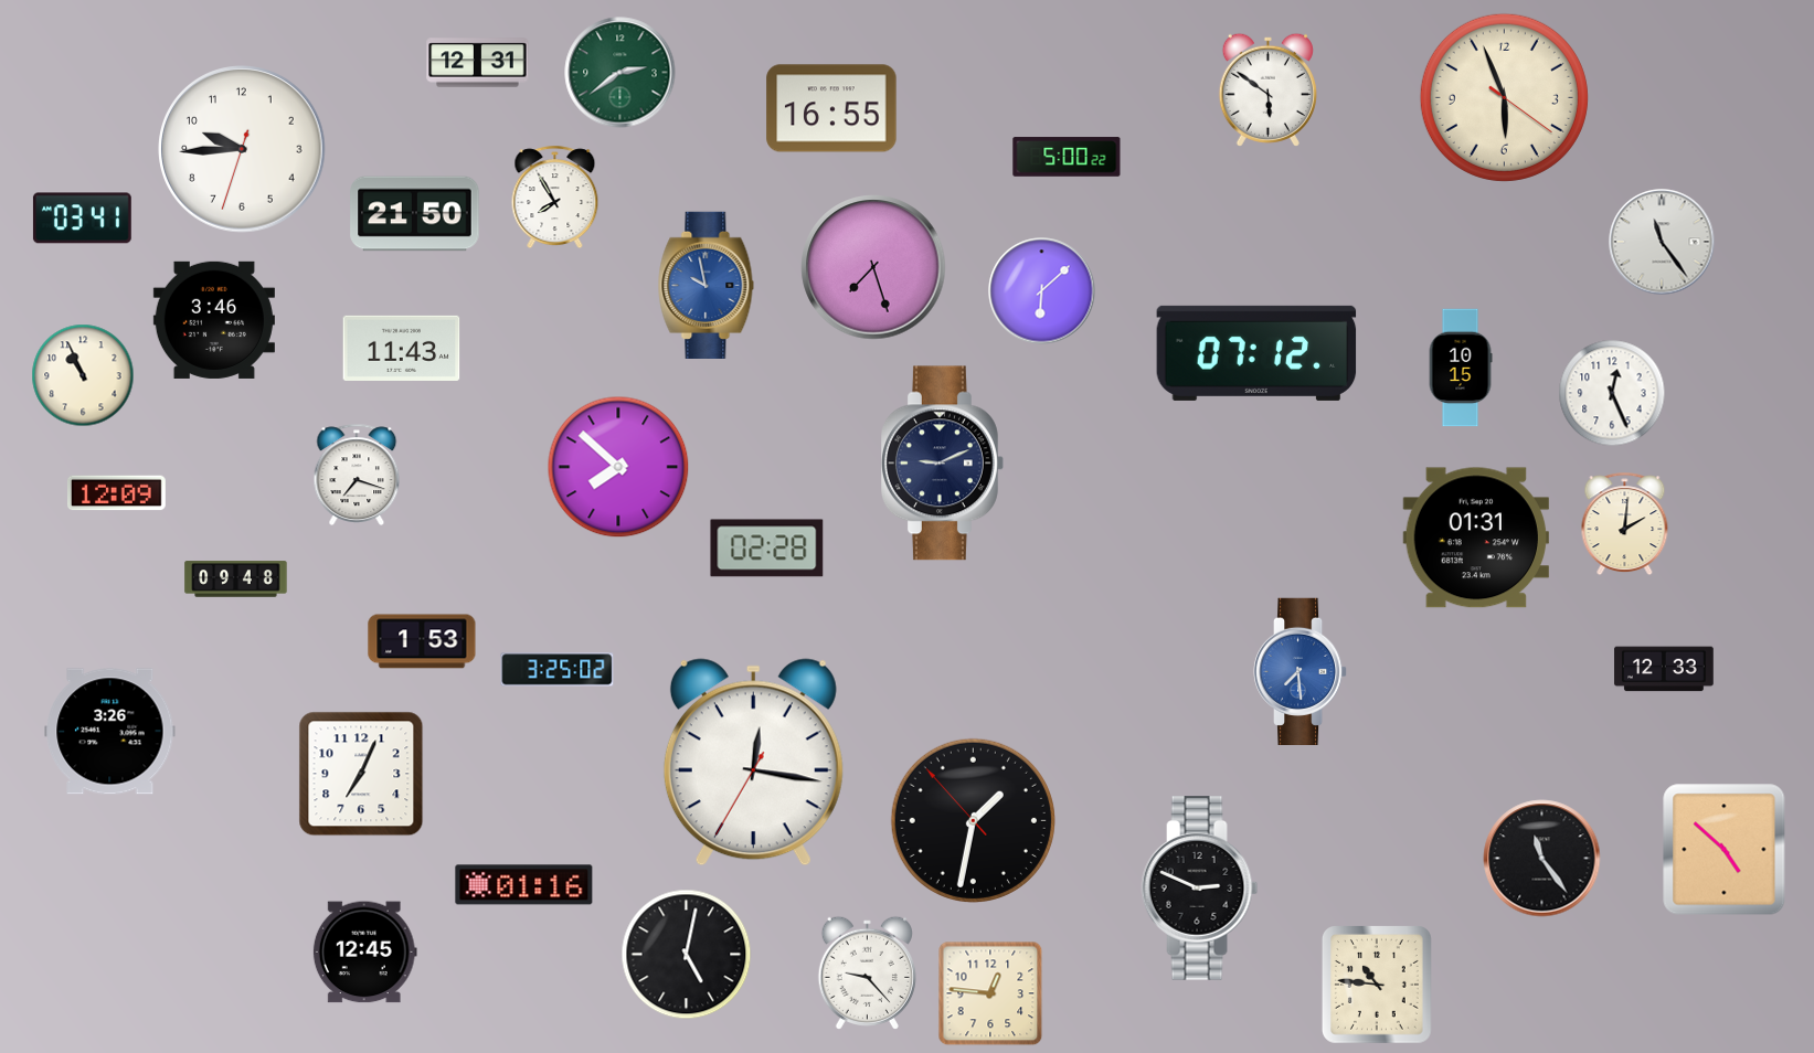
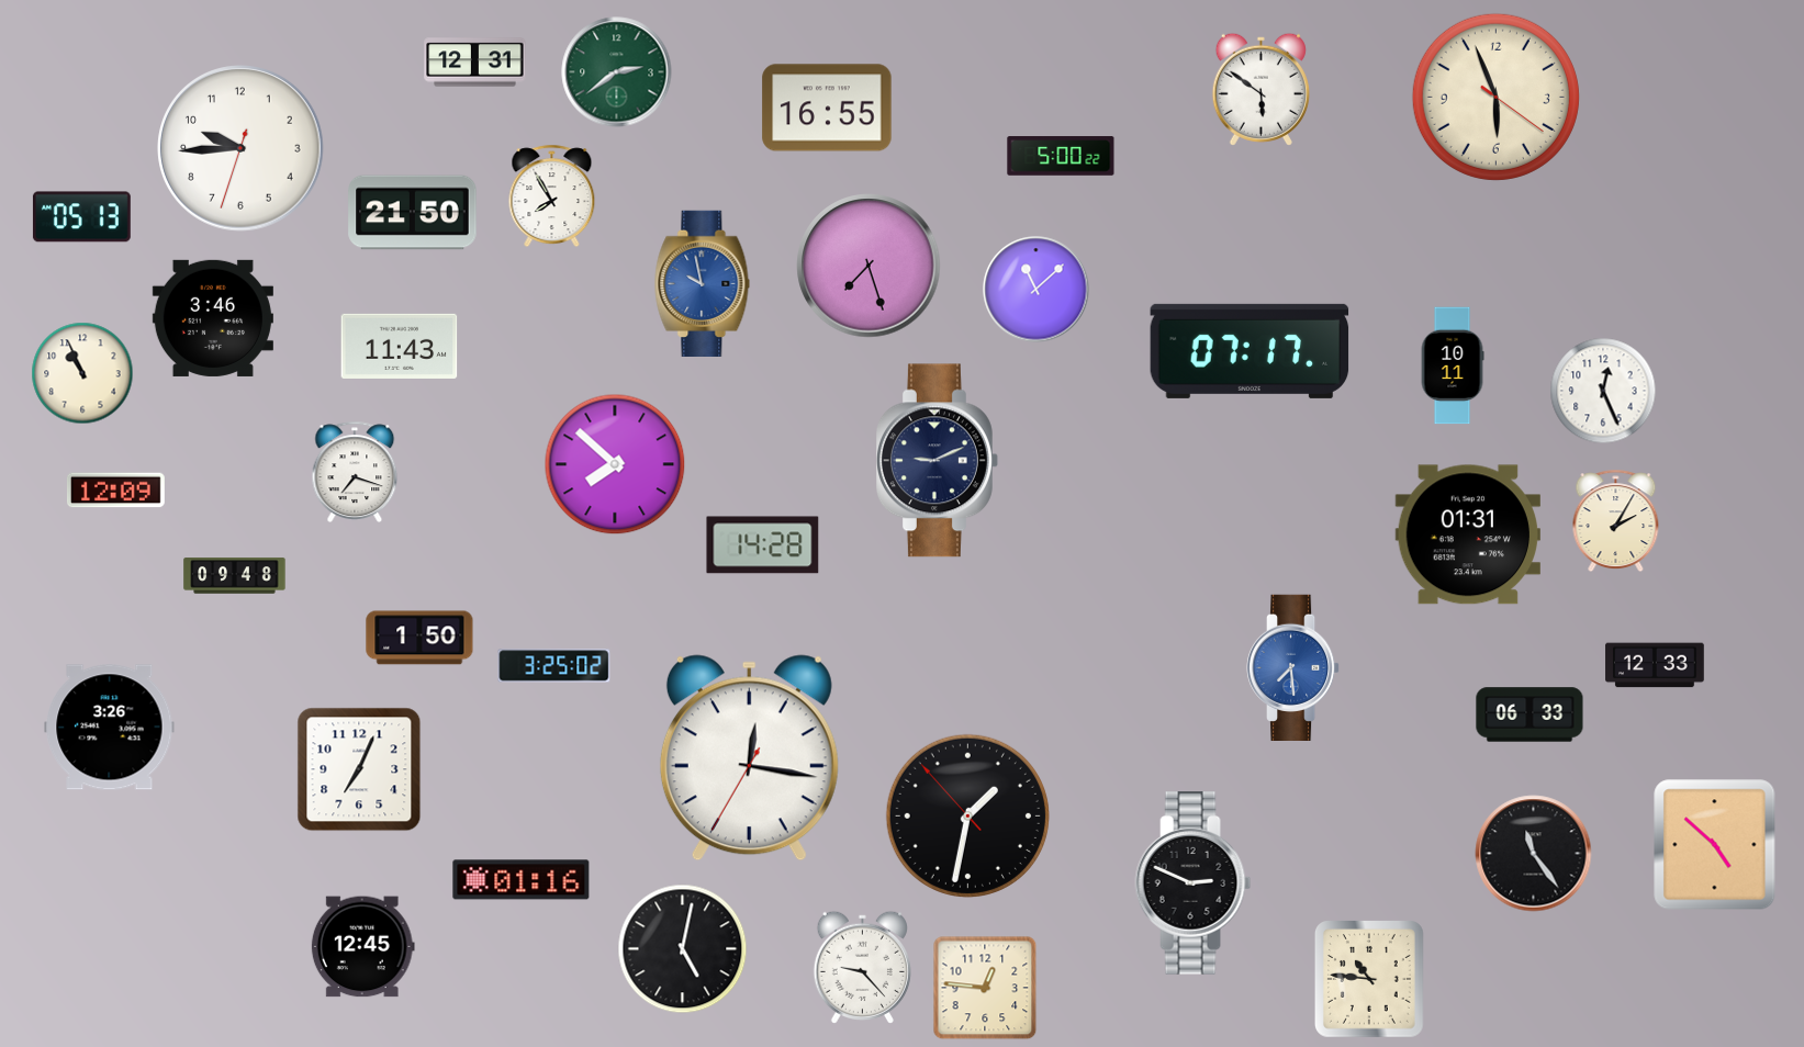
clock at (82, 219): 03:41 -> 05:13
clock at (1662, 242): 11:24 -> none
clock at (1042, 291): 6:08 -> 11:08
clock at (1256, 353): 07:12 -> 07:17
clock at (1461, 368): 10:15 -> 10:11
clock at (1625, 523): 2:01 -> 2:05
clock at (767, 549): 02:28 -> 14:28
clock at (422, 641): 1:53 -> 1:50
clock at (1530, 714): none -> 06:33
